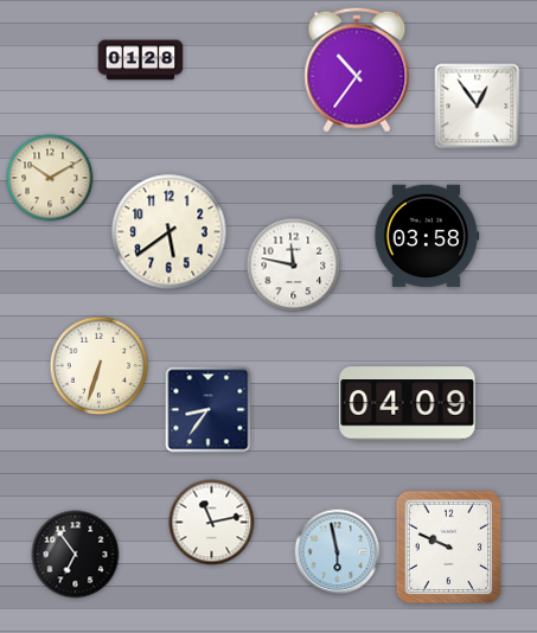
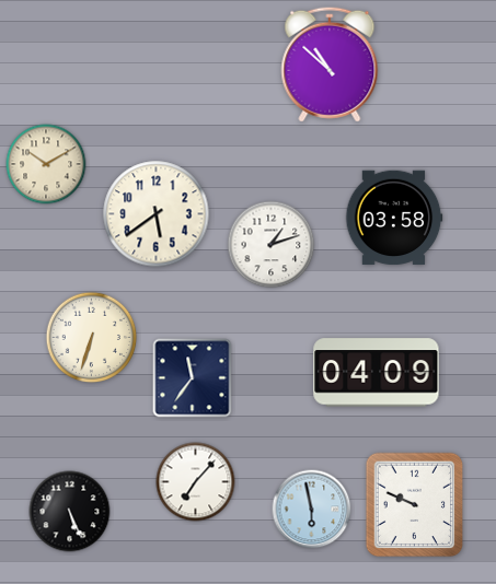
clock at (141, 60): 01:28 -> none
clock at (357, 70): 10:36 -> 10:52
clock at (478, 107): 12:54 -> none
clock at (294, 266): 11:47 -> 1:12
clock at (209, 410): 8:36 -> 11:36
clock at (212, 523): 11:13 -> 7:07
clock at (76, 555): 6:54 -> 5:26
